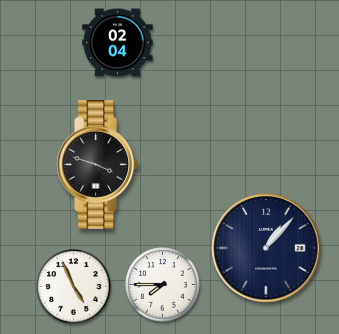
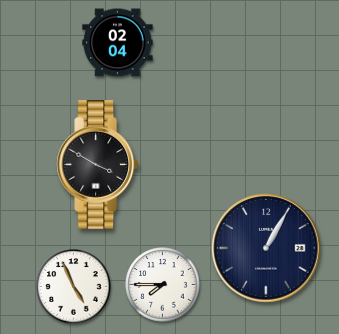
clock at (97, 165): 3:48 -> 3:50
clock at (266, 248): 1:07 -> 1:05
